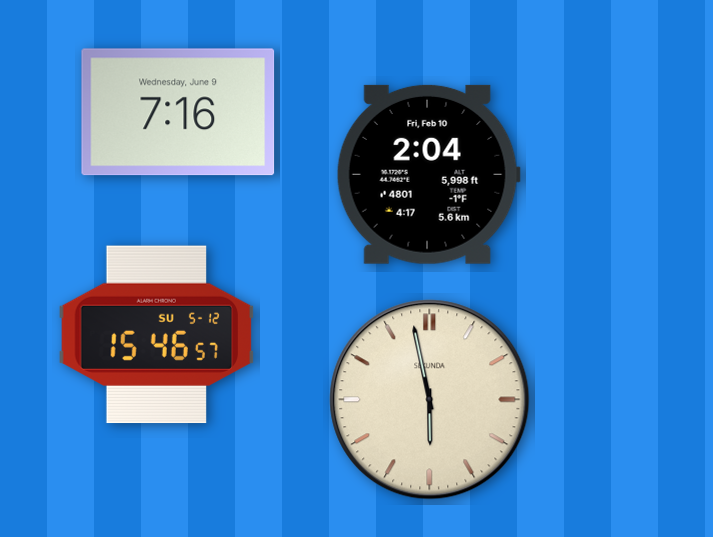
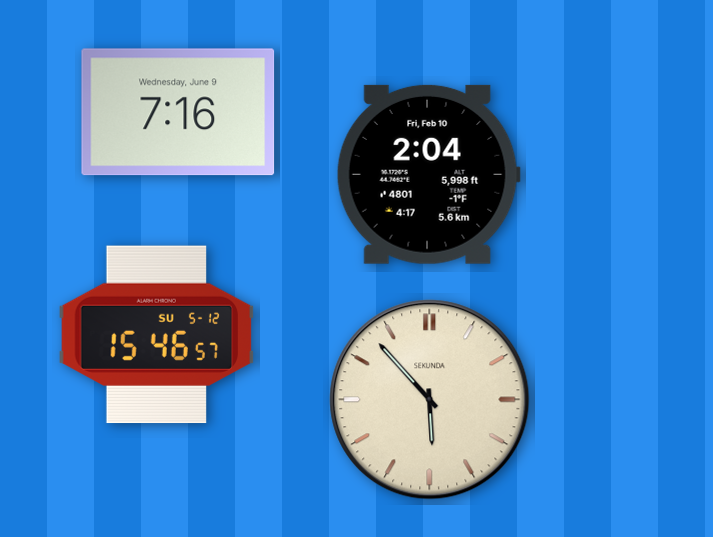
clock at (430, 400): 5:58 -> 5:53
